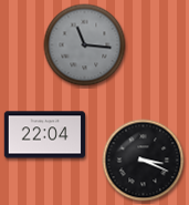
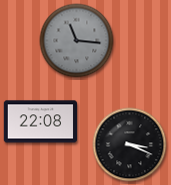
clock at (45, 135): 22:04 -> 22:08
